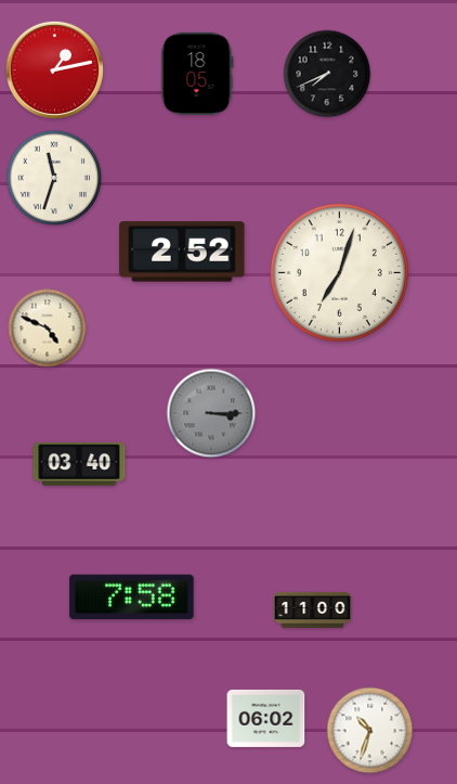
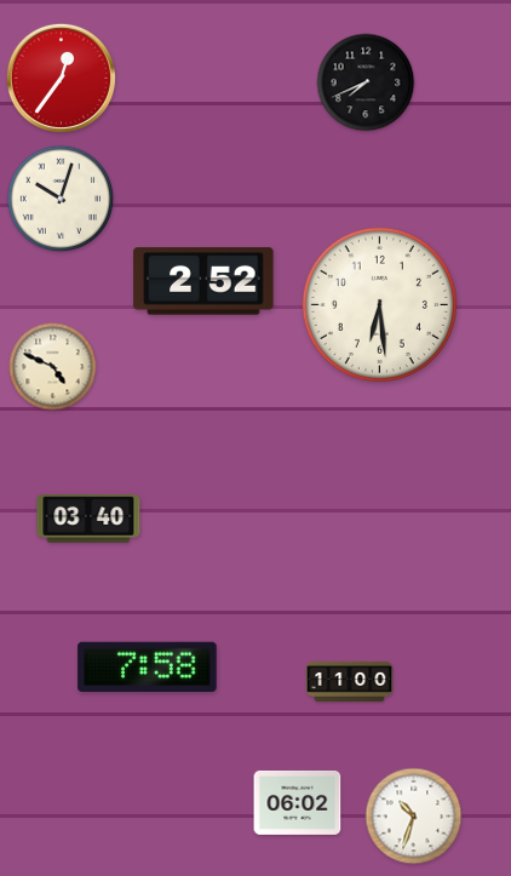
clock at (54, 69): 1:13 -> 12:36
clock at (197, 74): 18:05 -> none
clock at (54, 178): 11:33 -> 10:03
clock at (339, 272): 7:03 -> 6:29
clock at (211, 413): 3:15 -> none
